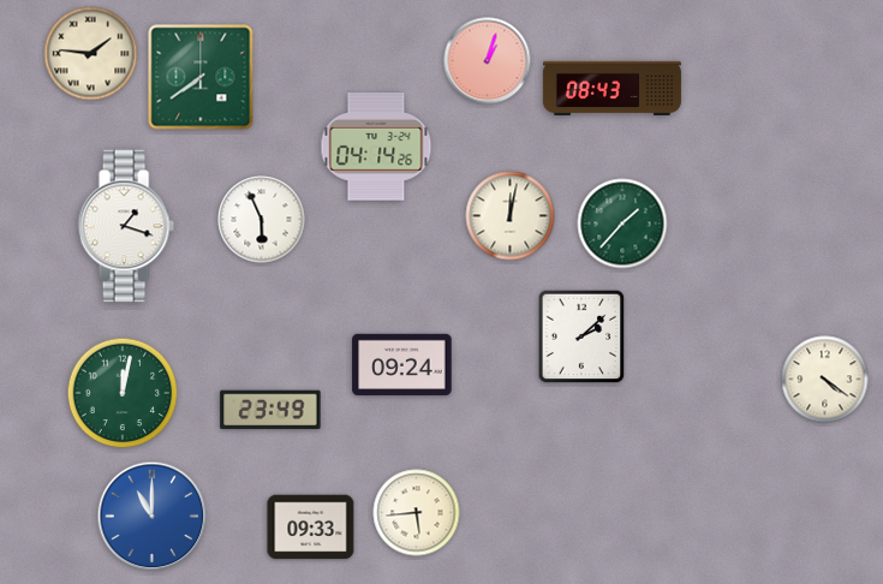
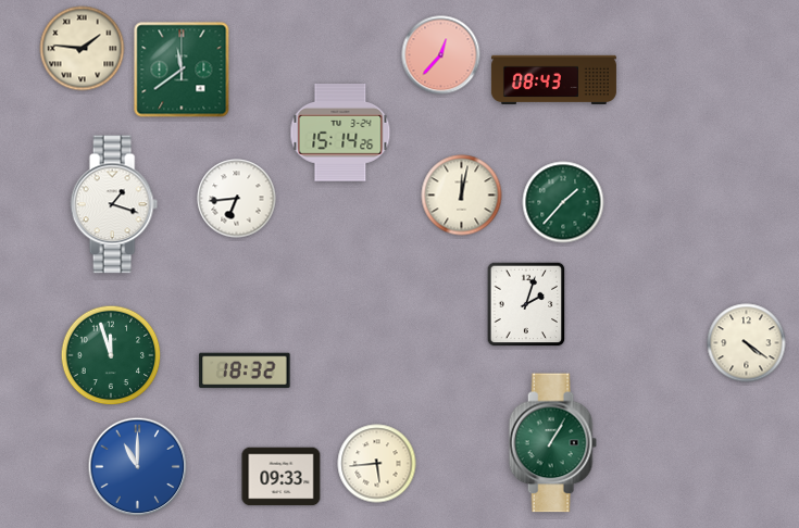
clock at (488, 61): 1:03 -> 12:37
clock at (201, 77): 7:39 -> 11:39
clock at (376, 148): 04:14 -> 15:14
clock at (262, 220): 5:56 -> 6:44
clock at (581, 336): 2:08 -> 2:03
clock at (402, 364): 09:24 -> none
clock at (123, 393): 12:02 -> 11:57
clock at (270, 410): 23:49 -> 18:32
clock at (552, 443): none -> 1:05
